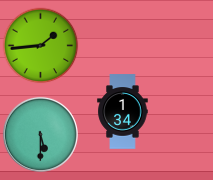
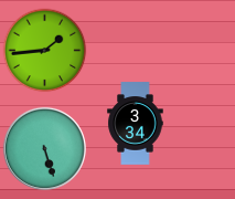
clock at (123, 112): 1:34 -> 3:34
clock at (40, 134): 5:30 -> 5:27
